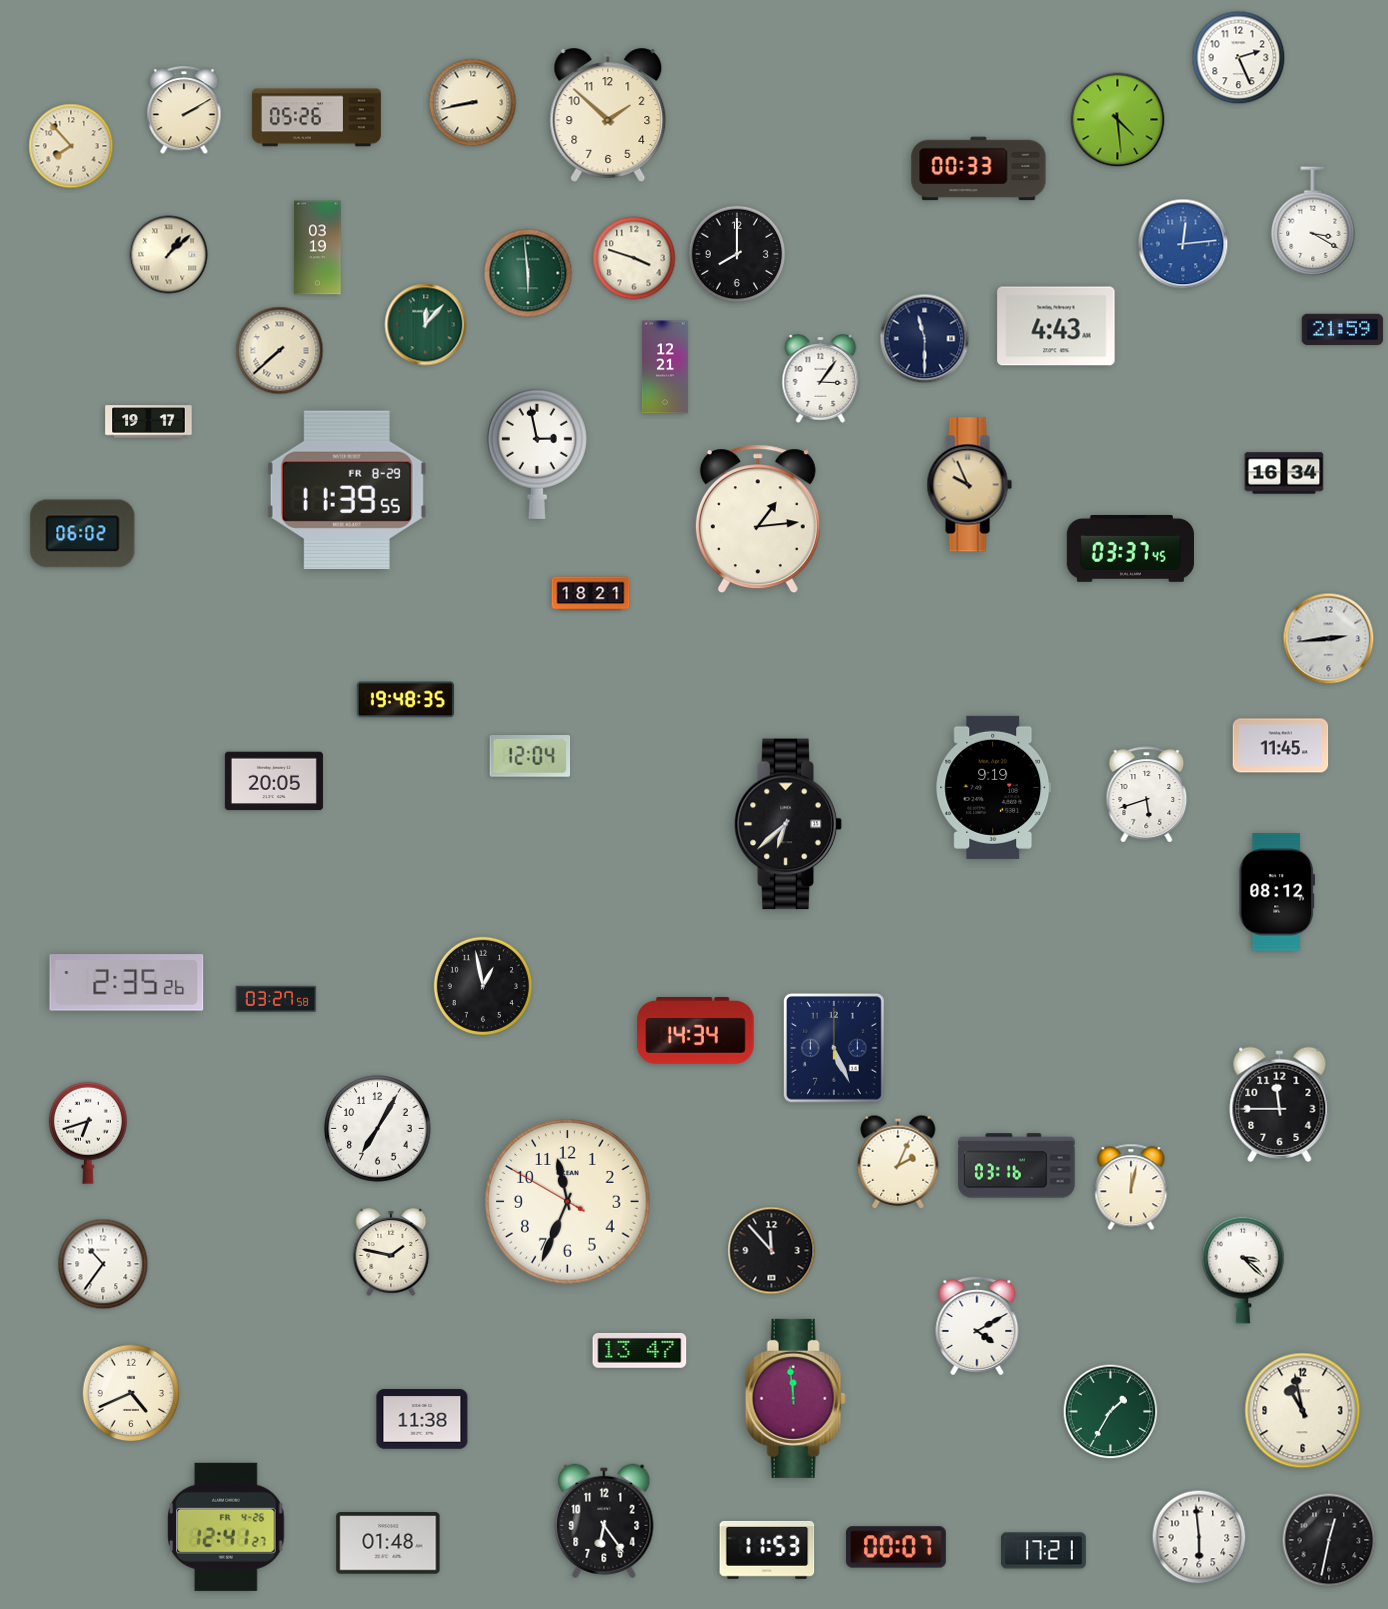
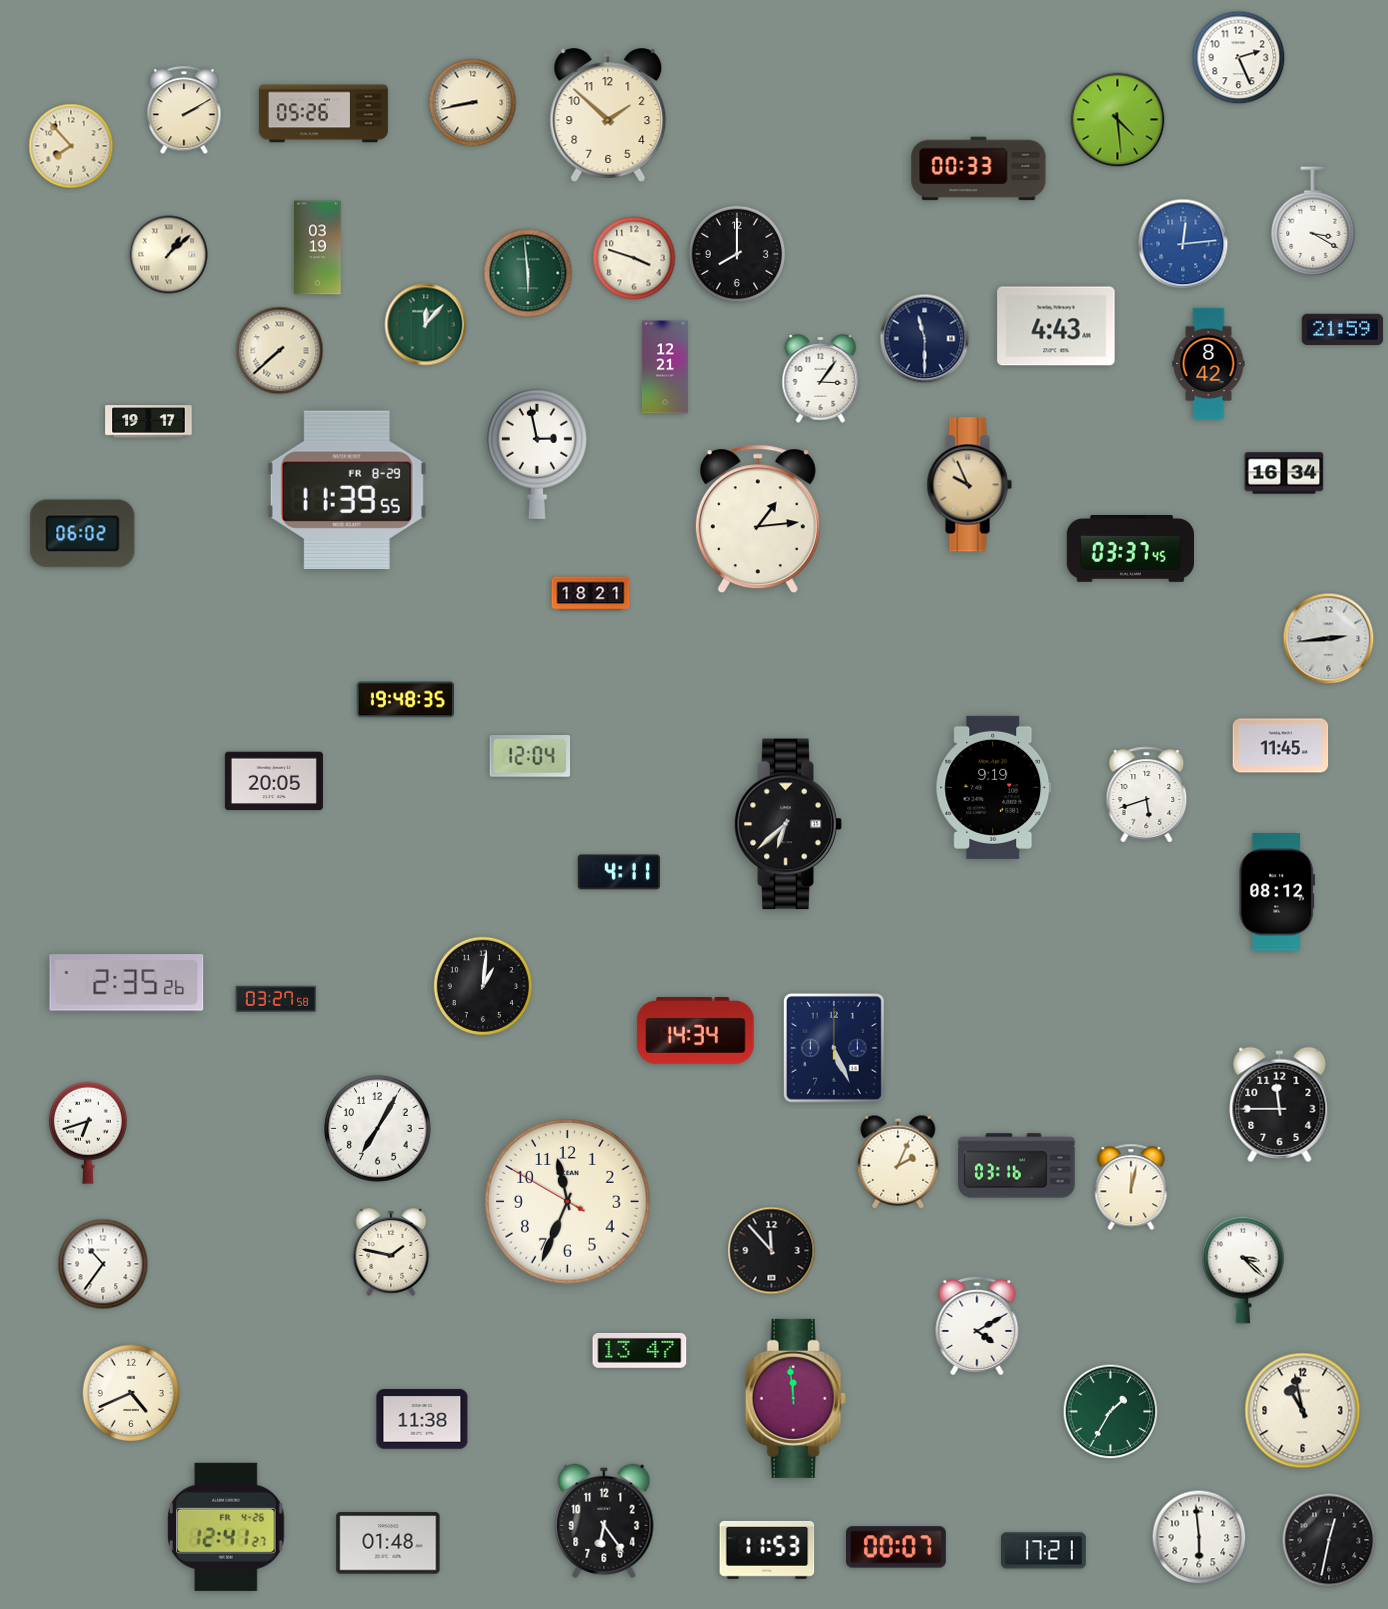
clock at (316, 118) position: (316, 118) -> (323, 114)
clock at (1209, 364): none -> 8:42
clock at (619, 872): none -> 4:11
clock at (483, 986): 12:58 -> 1:01
